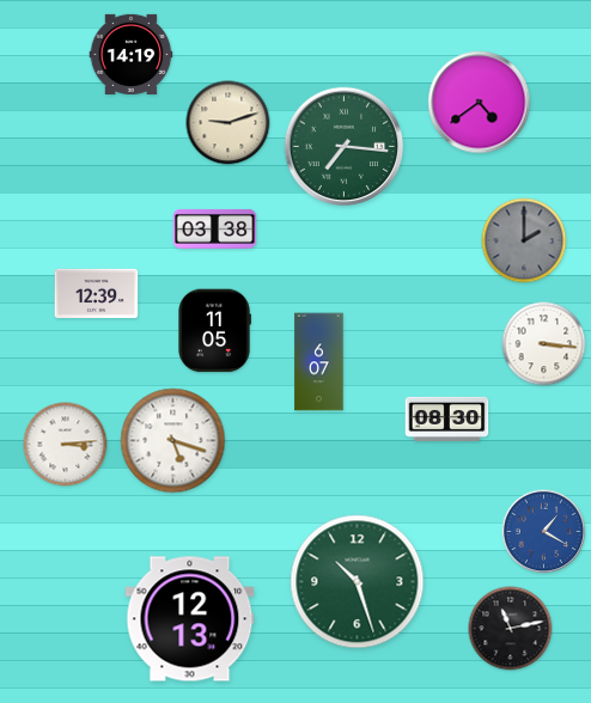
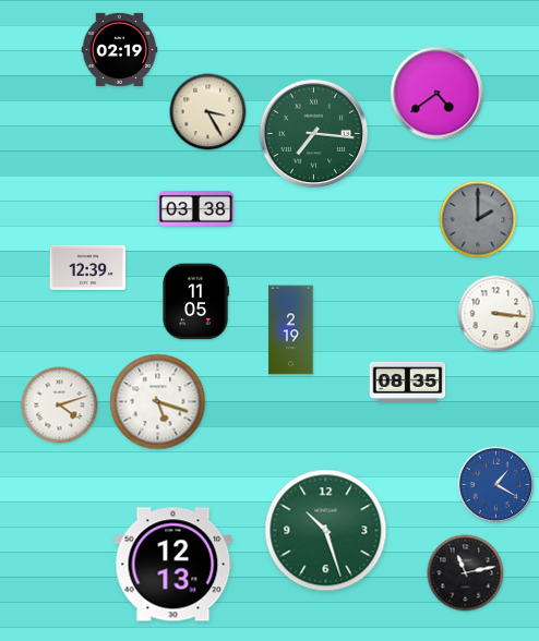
clock at (132, 54): 14:19 -> 02:19
clock at (229, 123): 9:12 -> 3:25
clock at (319, 362): 6:07 -> 2:19
clock at (447, 418): 08:30 -> 08:35
clock at (66, 445): 3:14 -> 4:12
